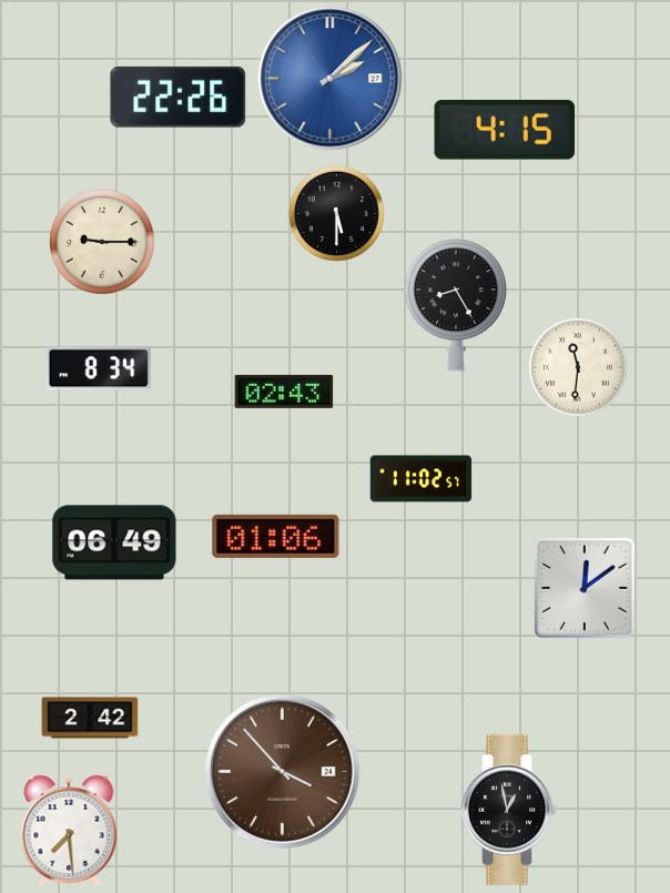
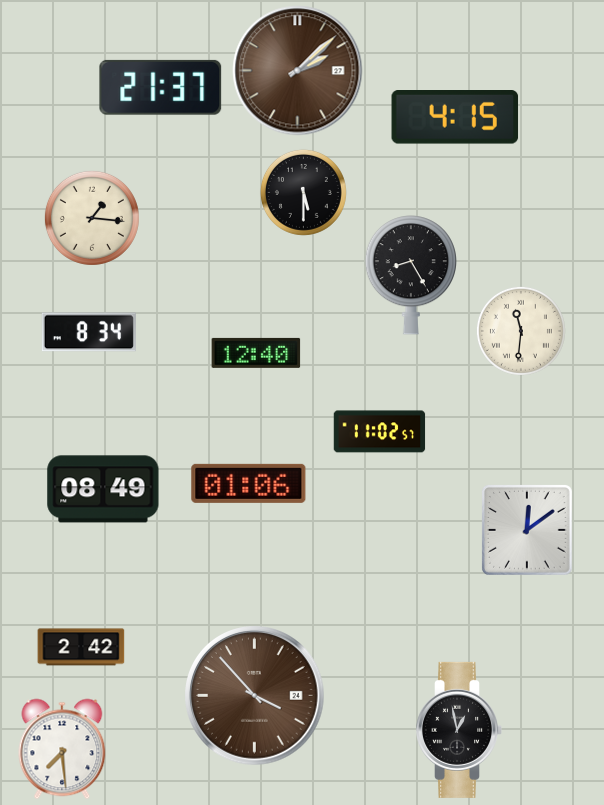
clock at (331, 79) dial: blue -> brown
clock at (179, 97): 22:26 -> 21:37
clock at (102, 242): 9:15 -> 1:16
clock at (284, 392): 02:43 -> 12:40
clock at (114, 542): 06:49 -> 08:49
